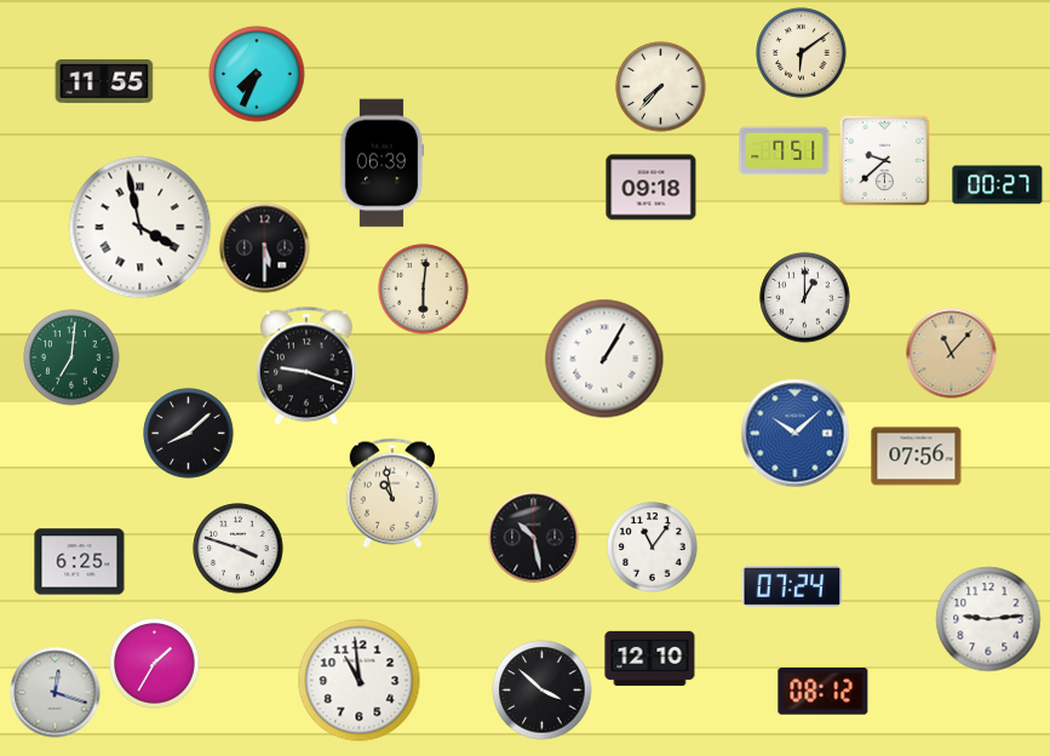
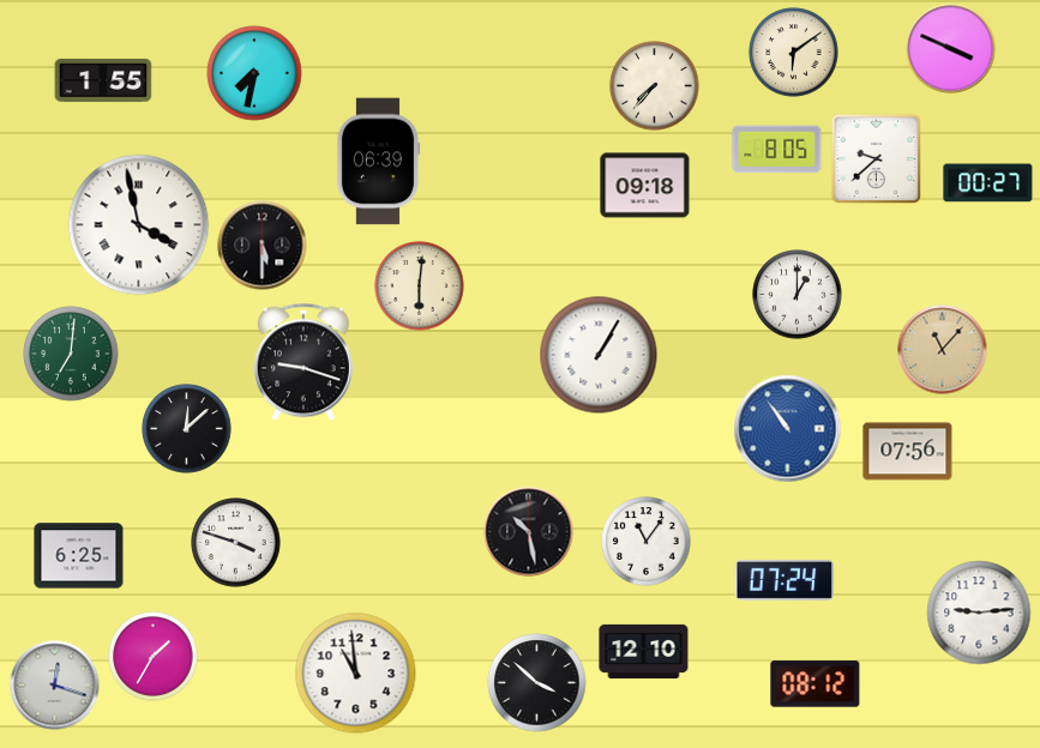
clock at (951, 49): none -> 3:49
clock at (257, 74): 7:34 -> 7:32
clock at (104, 81): 11:55 -> 1:55
clock at (785, 151): 7:51 -> 8:05
clock at (189, 434): 8:08 -> 12:08
clock at (796, 434): 10:08 -> 10:54
clock at (391, 493): 10:58 -> none
